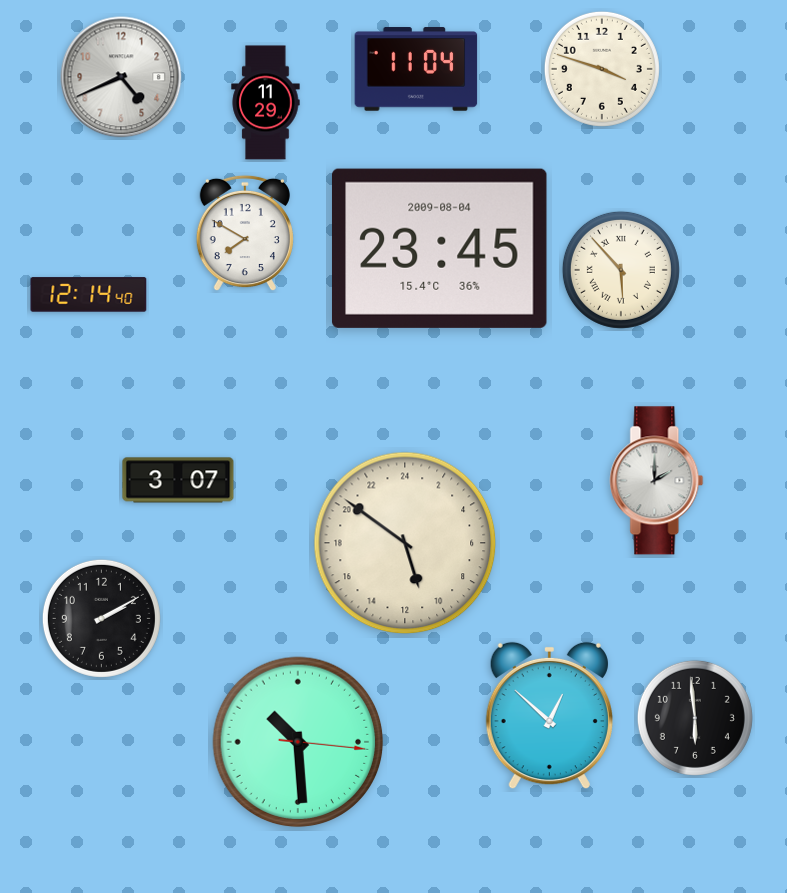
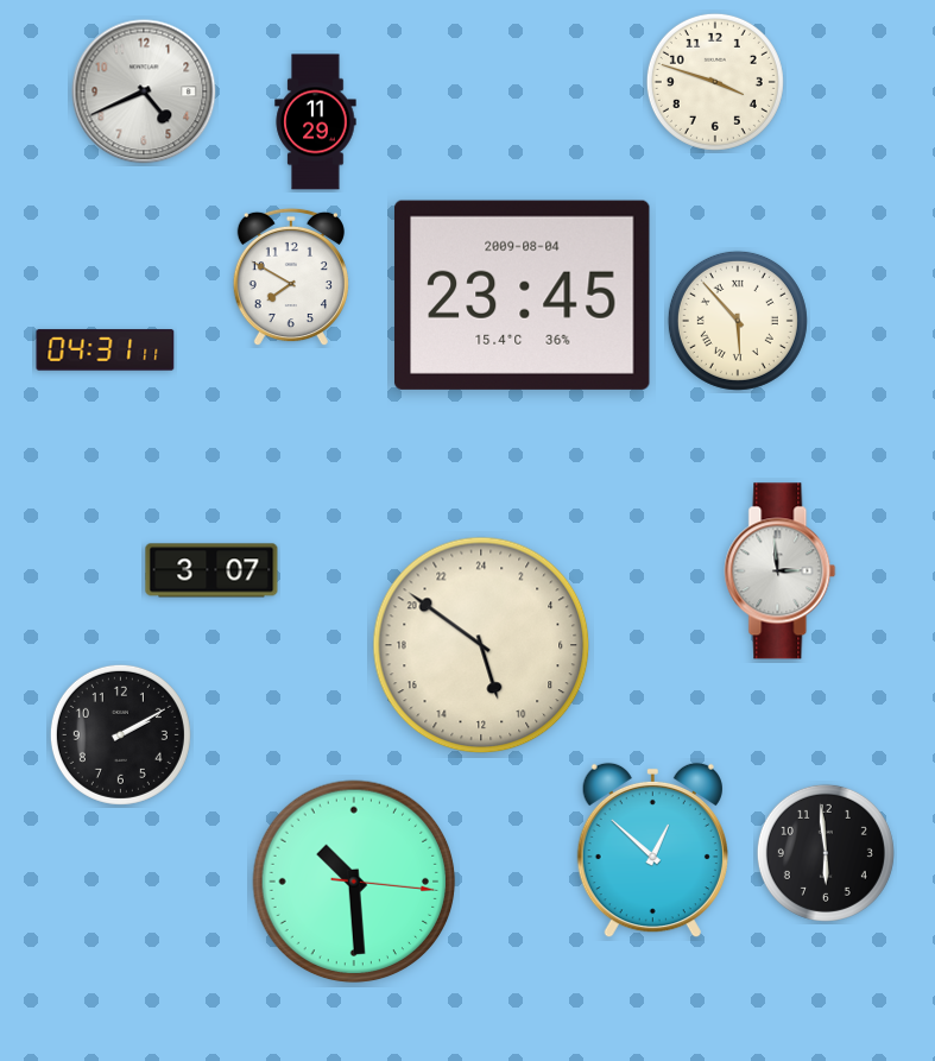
clock at (416, 69): 11:04 -> none
clock at (89, 295): 12:14 -> 04:31
clock at (657, 481): 2:00 -> 2:59
